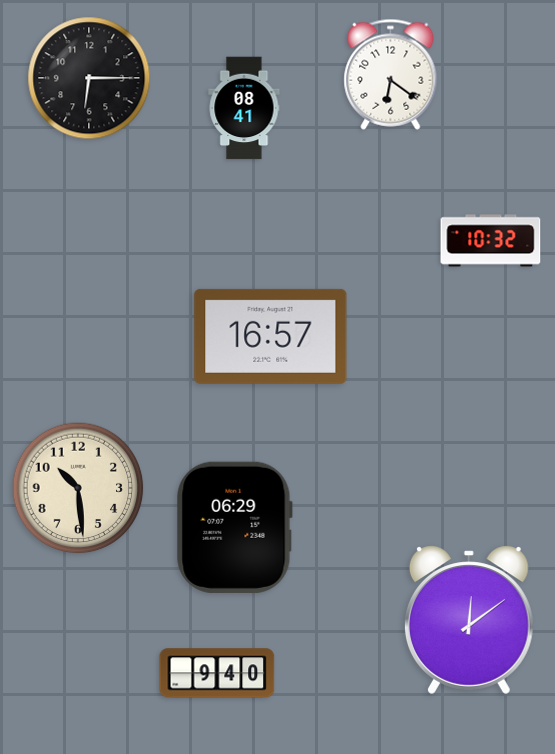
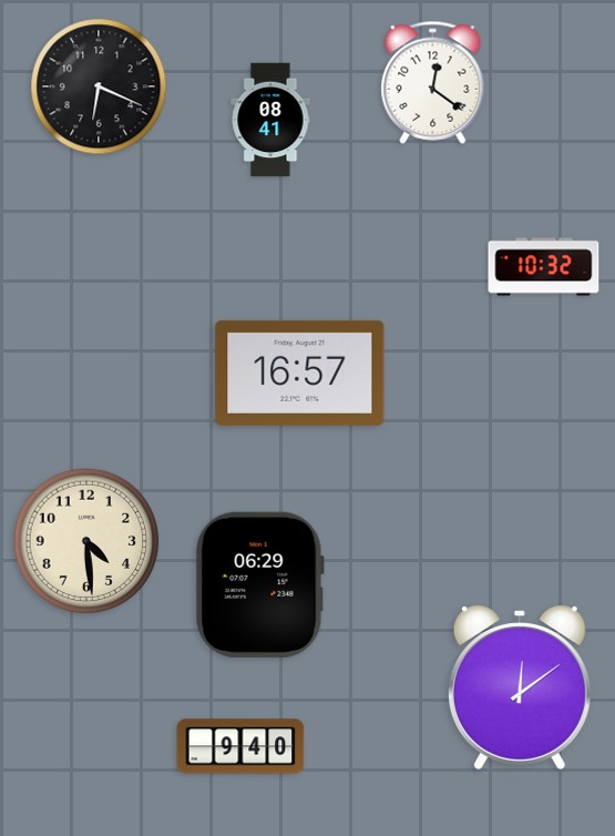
clock at (391, 74): 6:21 -> 12:21
clock at (89, 78): 6:15 -> 6:19
clock at (78, 488): 10:29 -> 4:29
